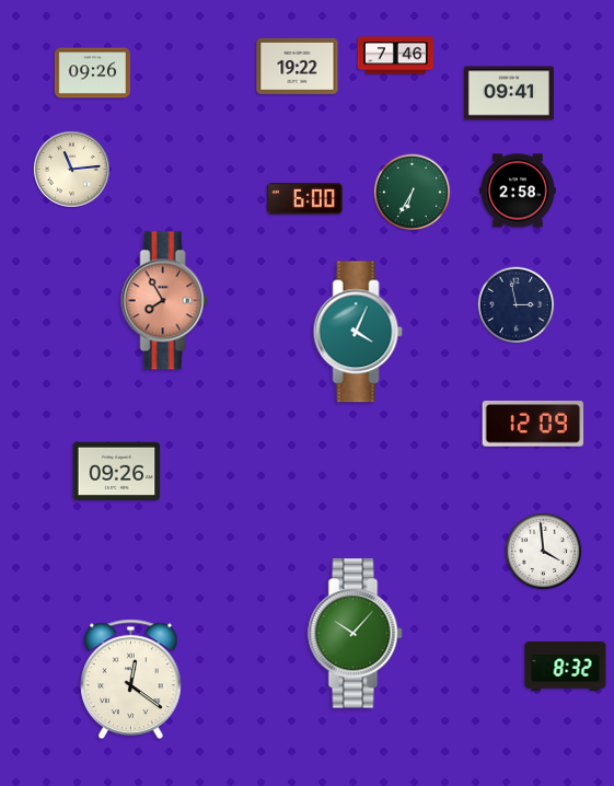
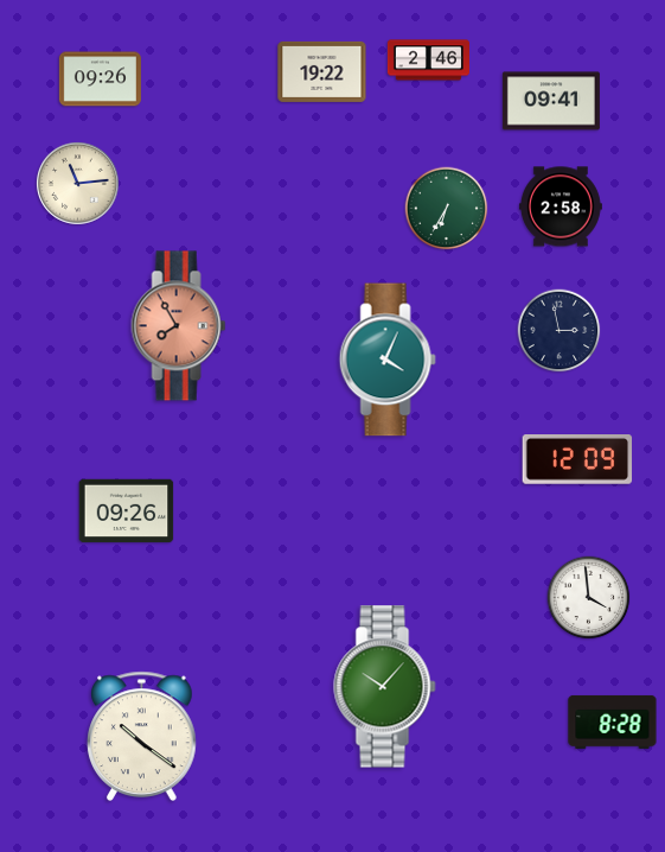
clock at (395, 56): 7:46 -> 2:46
clock at (304, 199): 6:00 -> none
clock at (566, 666): 8:32 -> 8:28
clock at (131, 679): 12:21 -> 10:21
